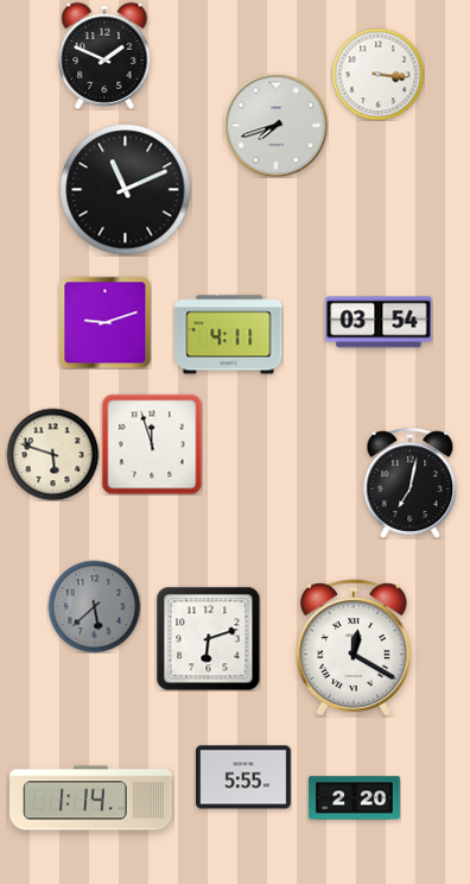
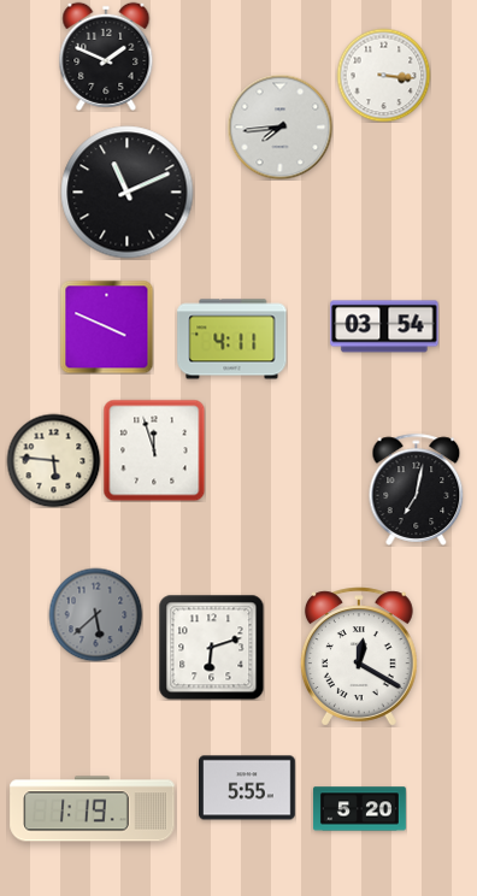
clock at (275, 125): 7:42 -> 7:44
clock at (104, 322): 9:12 -> 3:49
clock at (52, 454): 5:48 -> 5:46
clock at (91, 798): 1:14 -> 1:19
clock at (354, 798): 2:20 -> 5:20
